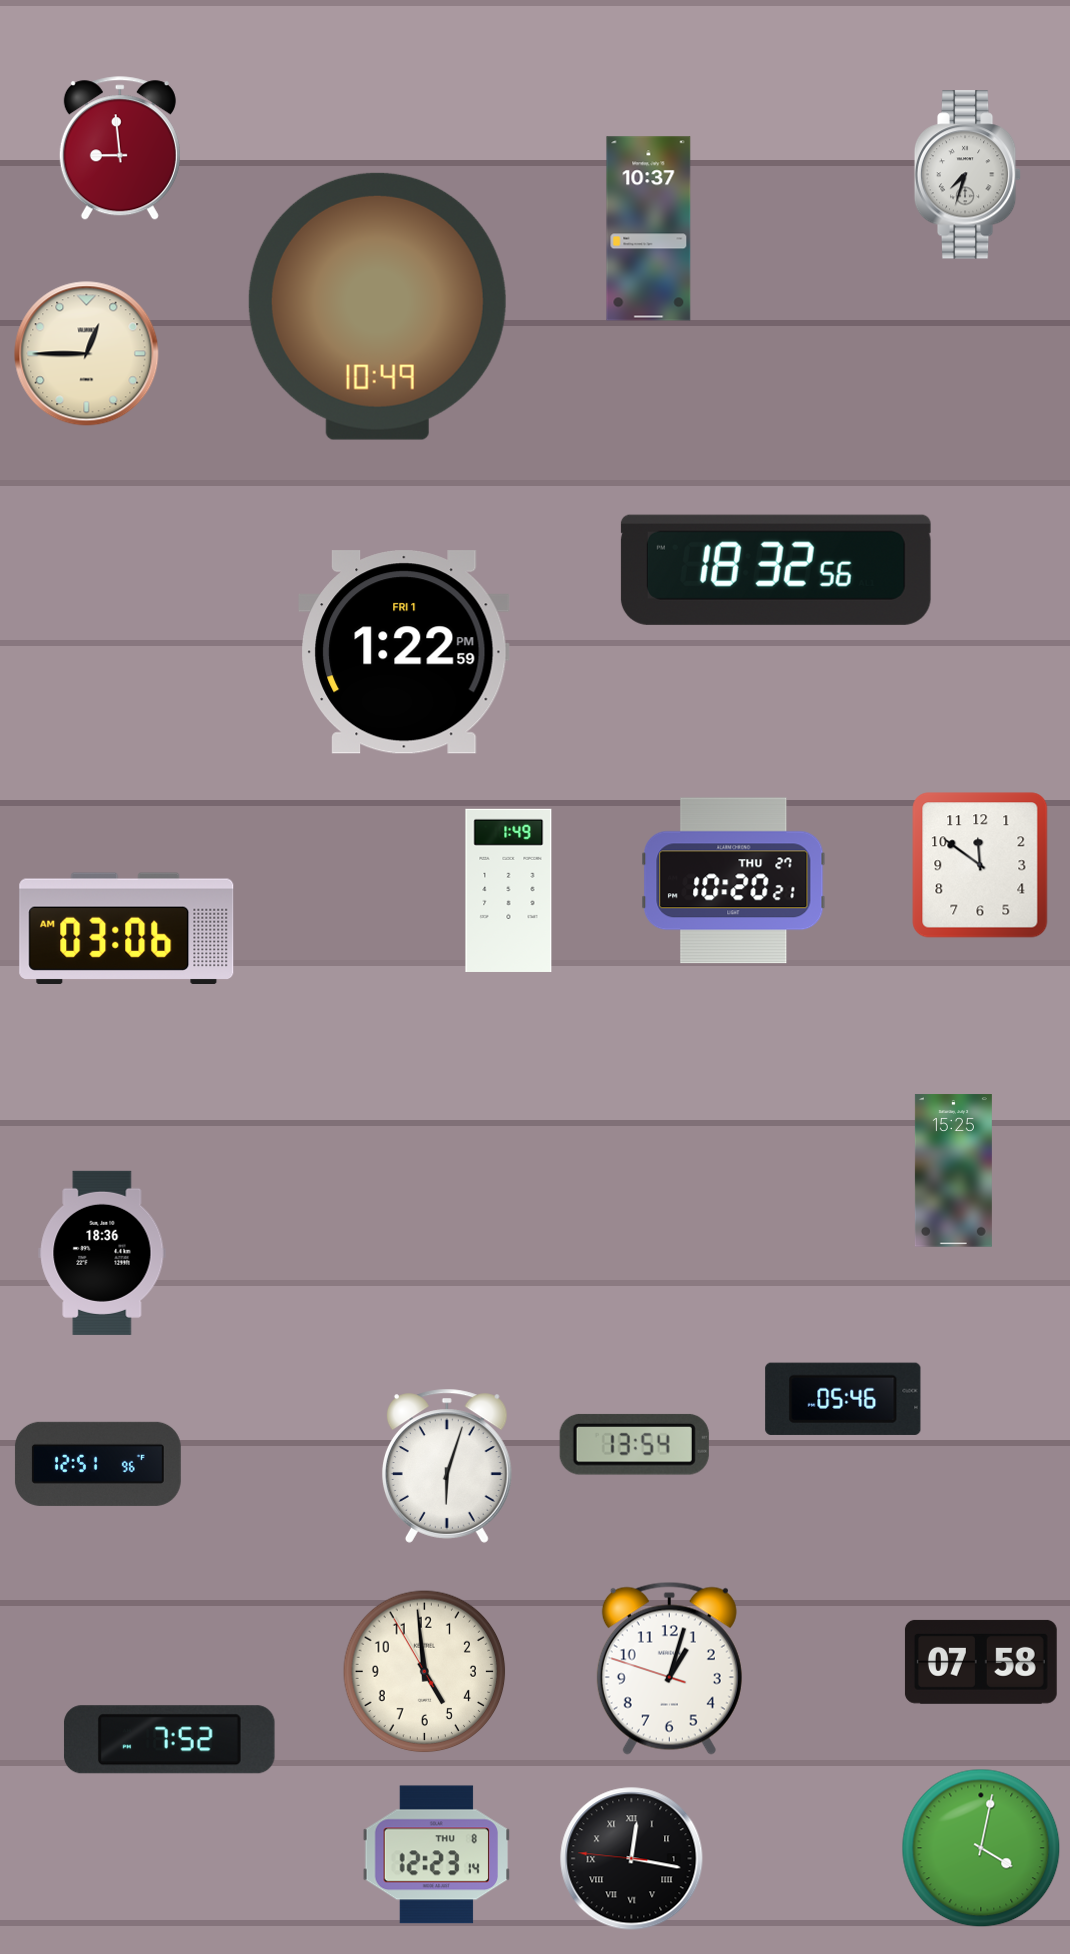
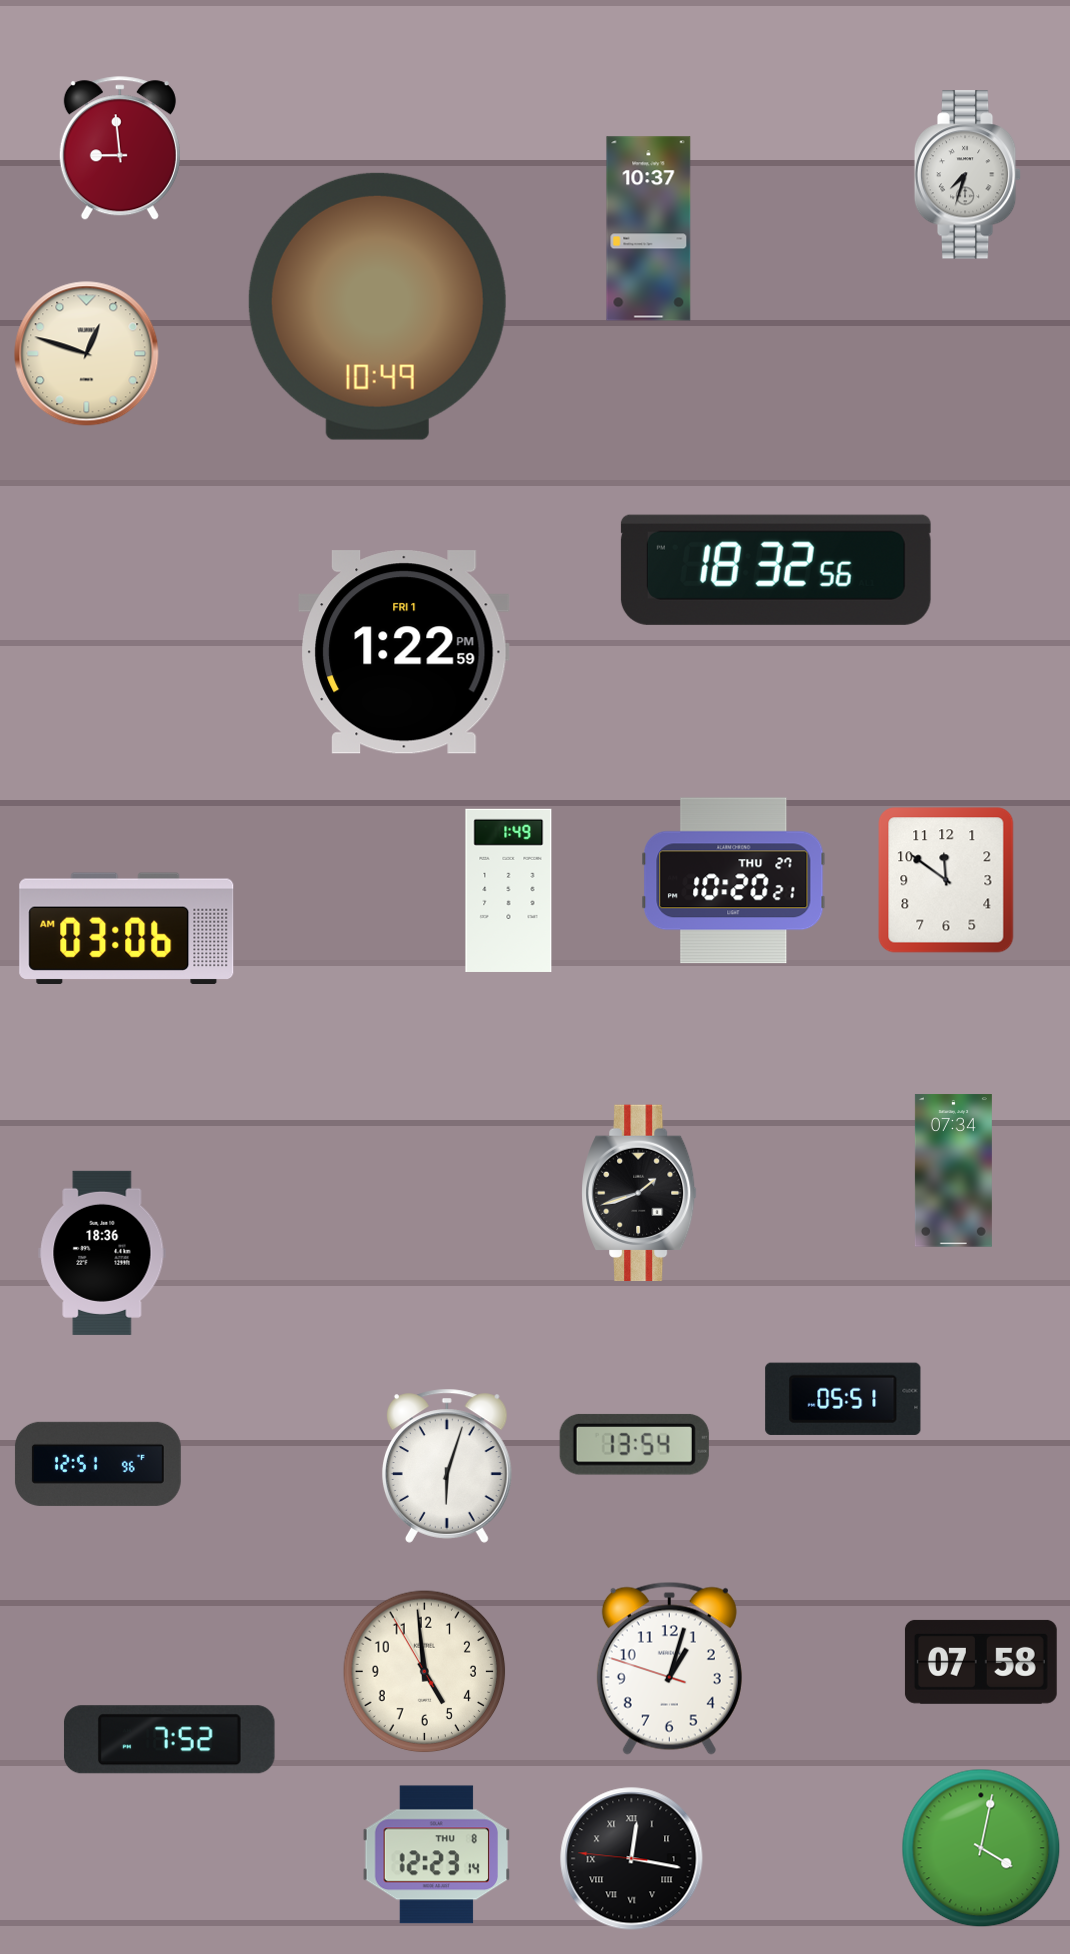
clock at (87, 354): 12:45 -> 12:48
clock at (980, 865) position: (980, 865) -> (946, 880)
clock at (953, 1171): 15:25 -> 07:34
clock at (639, 1192): none -> 1:42
clock at (843, 1399): 05:46 -> 05:51
